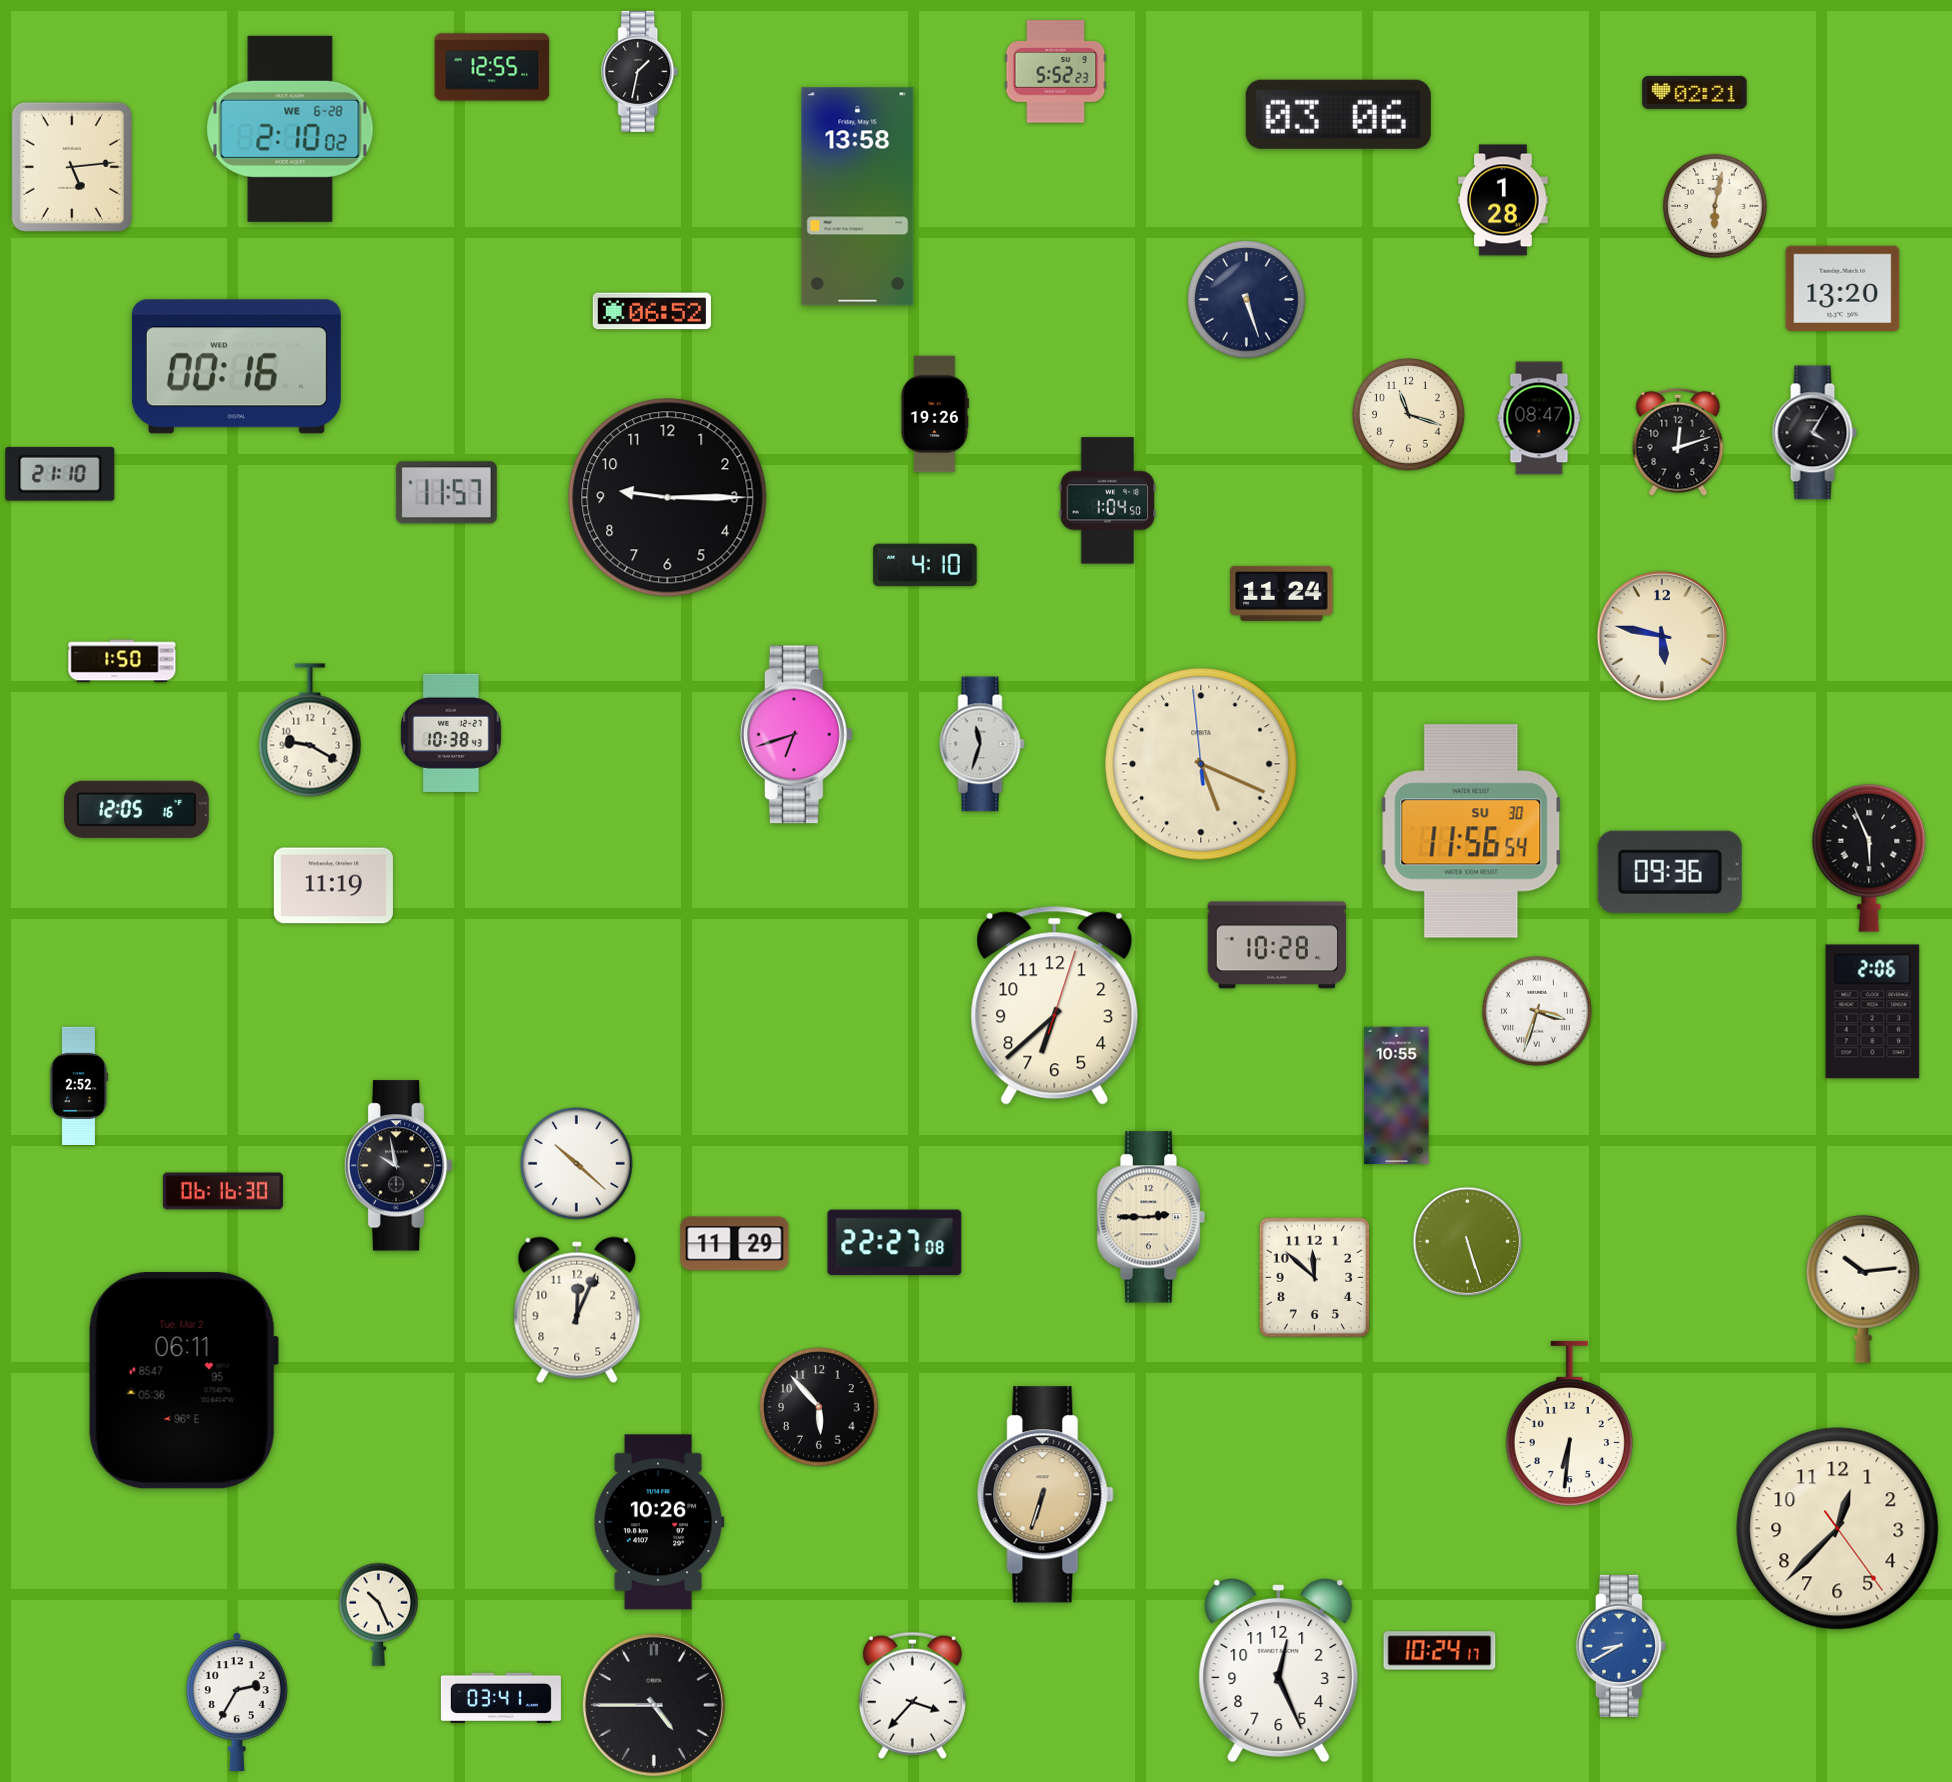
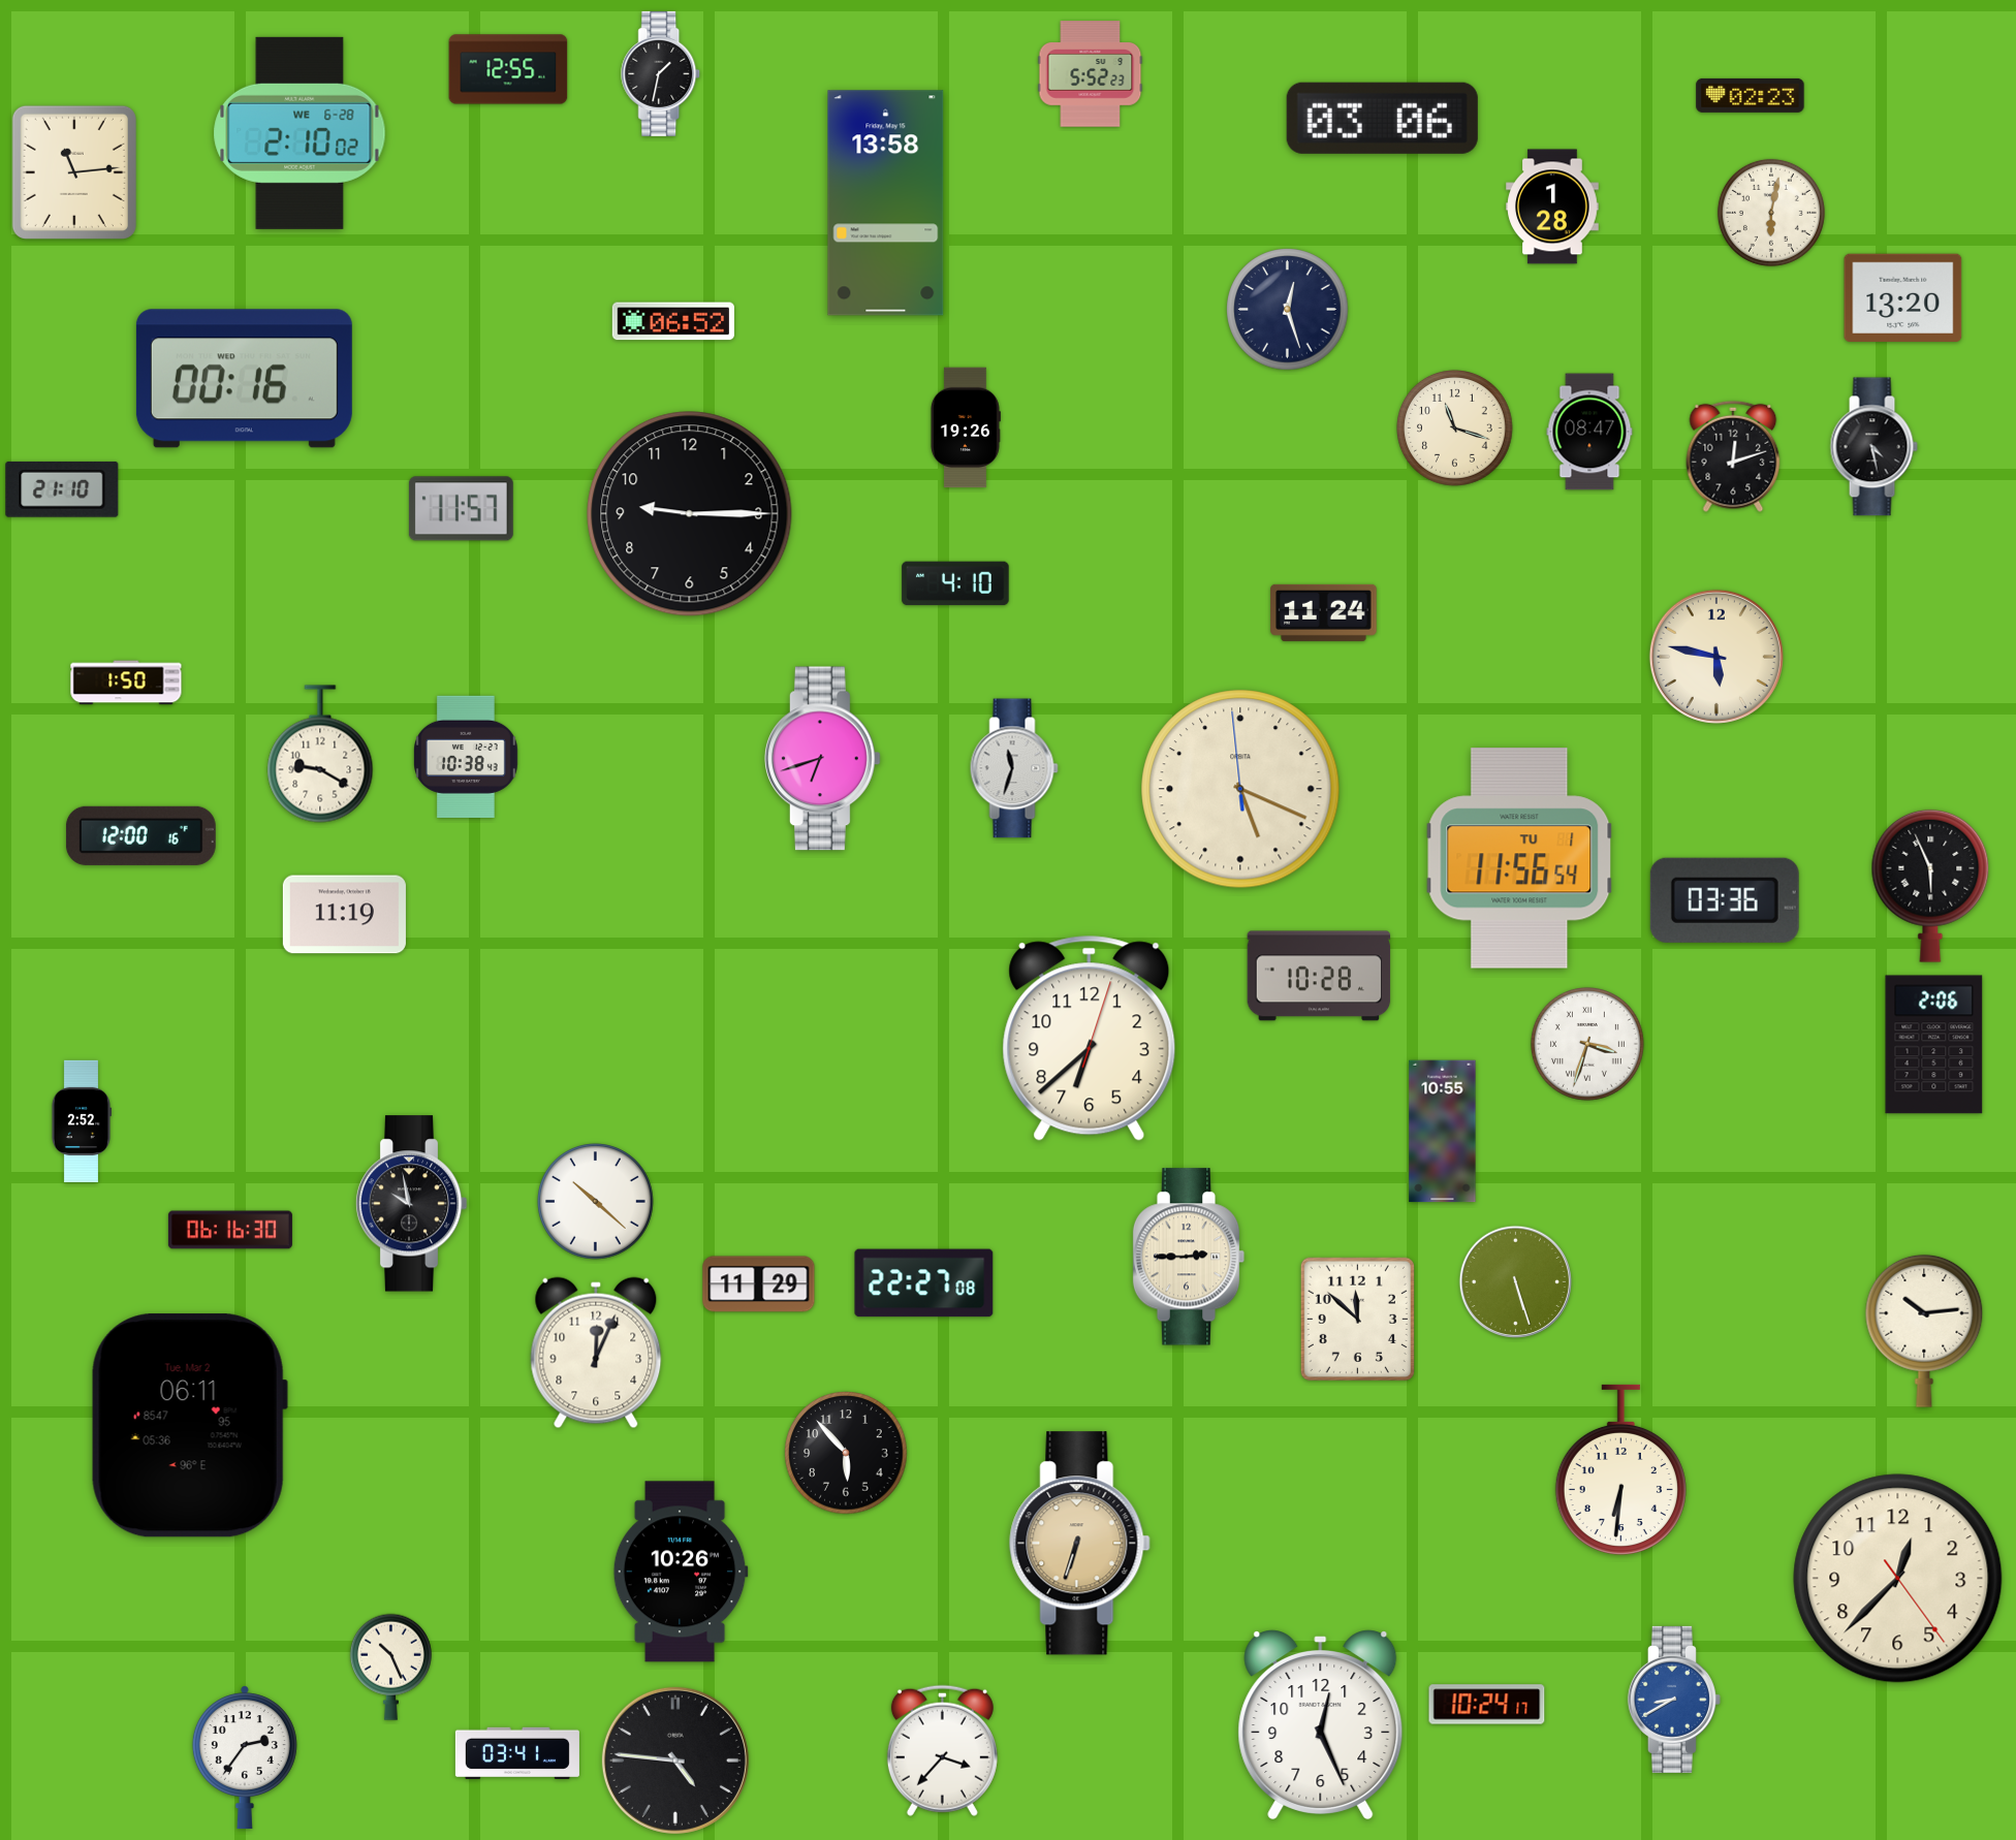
clock at (1695, 92): 02:21 -> 02:23
clock at (72, 167): 5:14 -> 11:14
clock at (1247, 300): 5:27 -> 12:27
clock at (1814, 433): 4:05 -> 4:28
clock at (1108, 501): 1:04 -> none
clock at (136, 809): 12:05 -> 12:00
clock at (1471, 831) date: SU 30 -> TU 1
clock at (1670, 872): 09:36 -> 03:36
clock at (237, 1702): 2:35 -> 2:36
clock at (654, 1705): 4:45 -> 4:46
